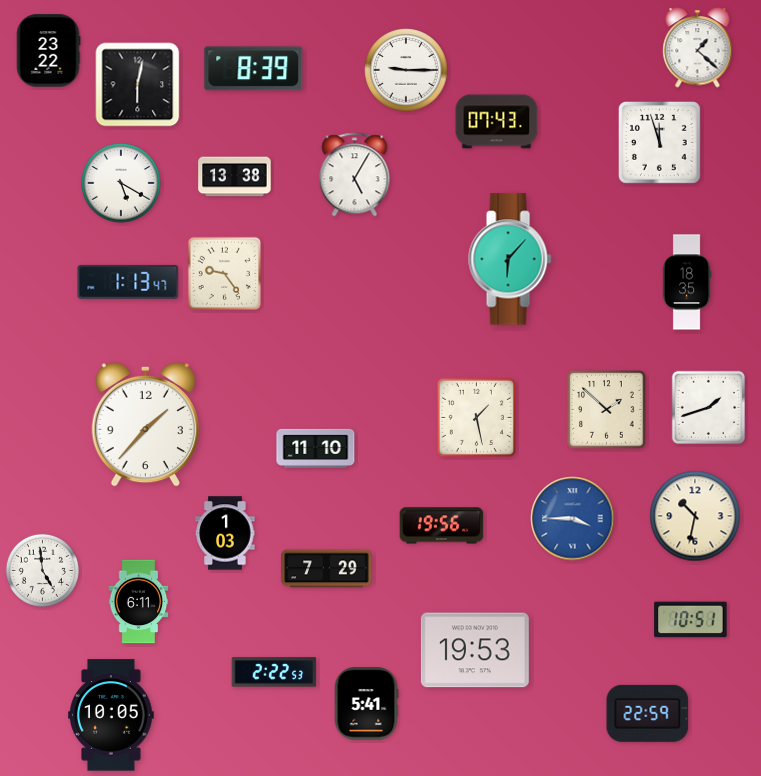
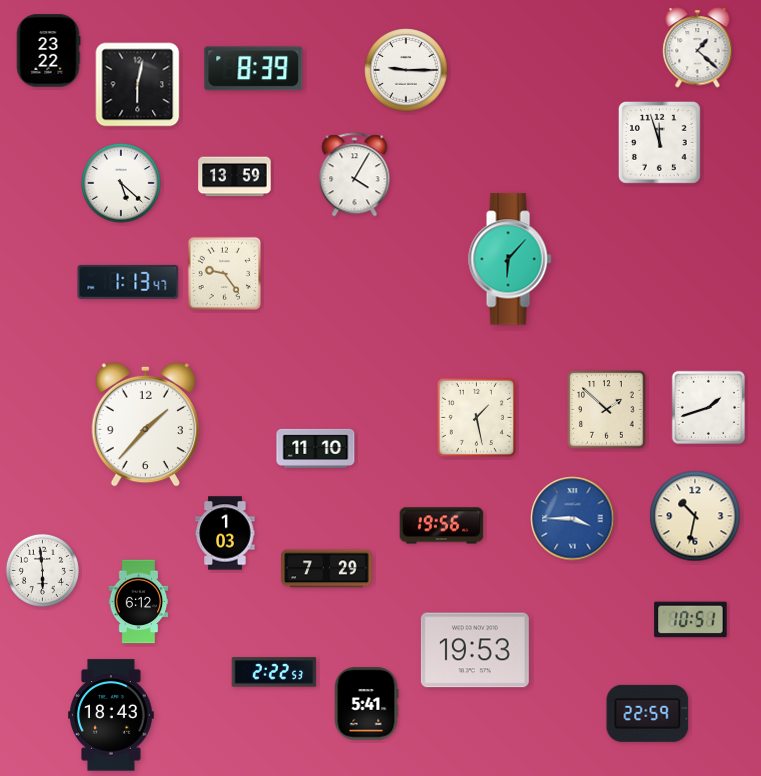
clock at (497, 122): 07:43 -> none
clock at (355, 175): 5:05 -> 4:05
clock at (235, 177): 13:38 -> 13:59
clock at (122, 184): 5:20 -> 5:22
clock at (687, 282): 18:35 -> none
clock at (42, 570): 4:59 -> 5:59
clock at (139, 602): 6:11 -> 6:12
clock at (112, 715): 10:05 -> 18:43
